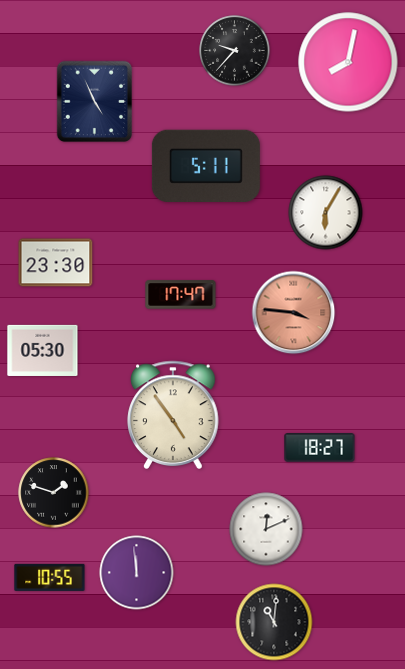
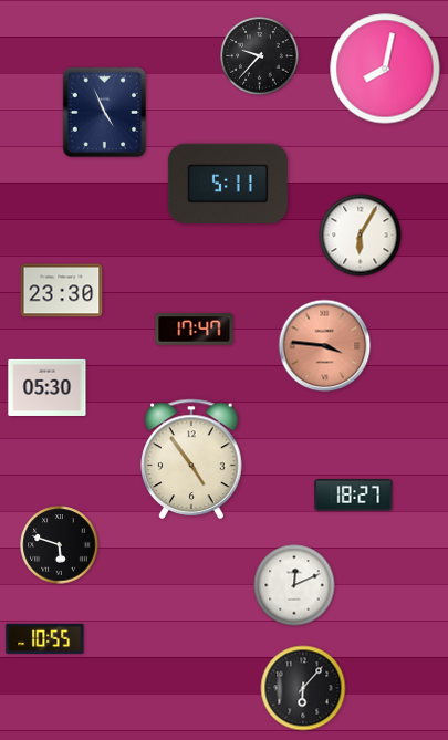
clock at (181, 295) position: (181, 295) -> (195, 330)
clock at (54, 493): 1:48 -> 5:48
clock at (137, 573): 11:59 -> none
clock at (50, 577) position: (50, 577) -> (45, 638)
clock at (274, 622): 11:01 -> 6:07
